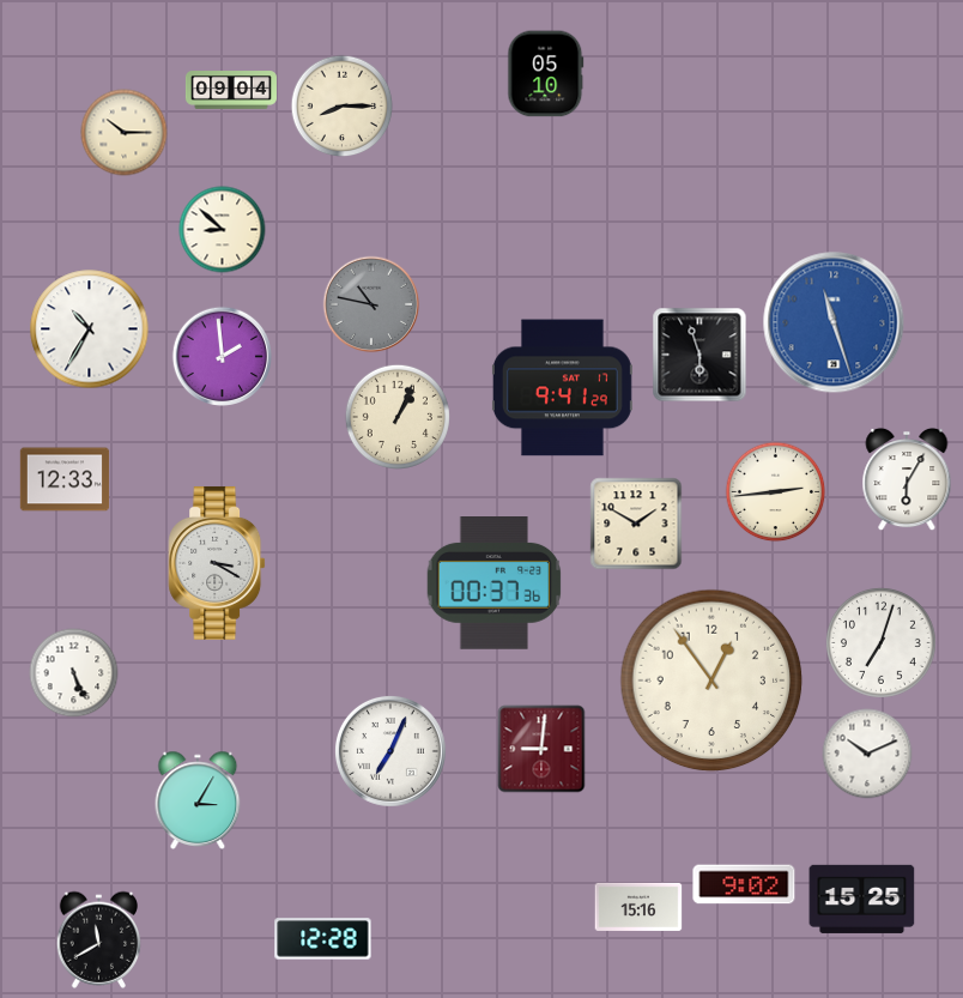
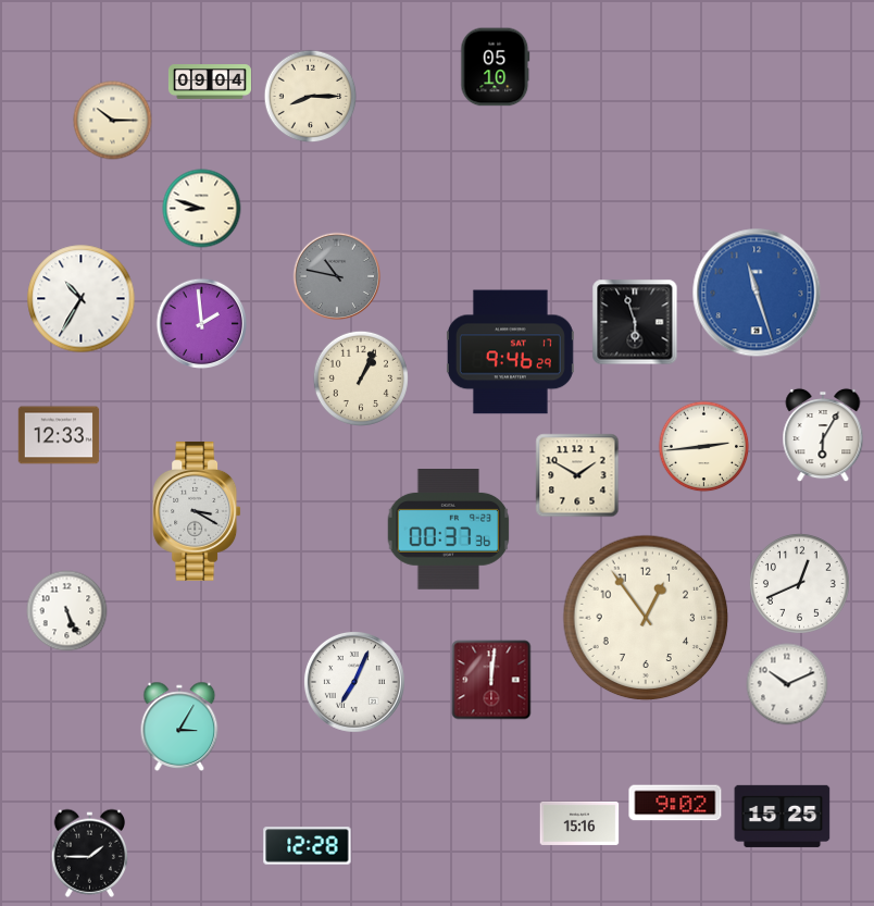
clock at (223, 230): 8:52 -> 8:48
clock at (562, 388): 9:41 -> 9:46
clock at (880, 642): 7:03 -> 12:41
clock at (541, 749): 9:01 -> 12:01
clock at (99, 939): 11:40 -> 1:45
clock at (323, 939) position: (323, 939) -> (308, 846)
